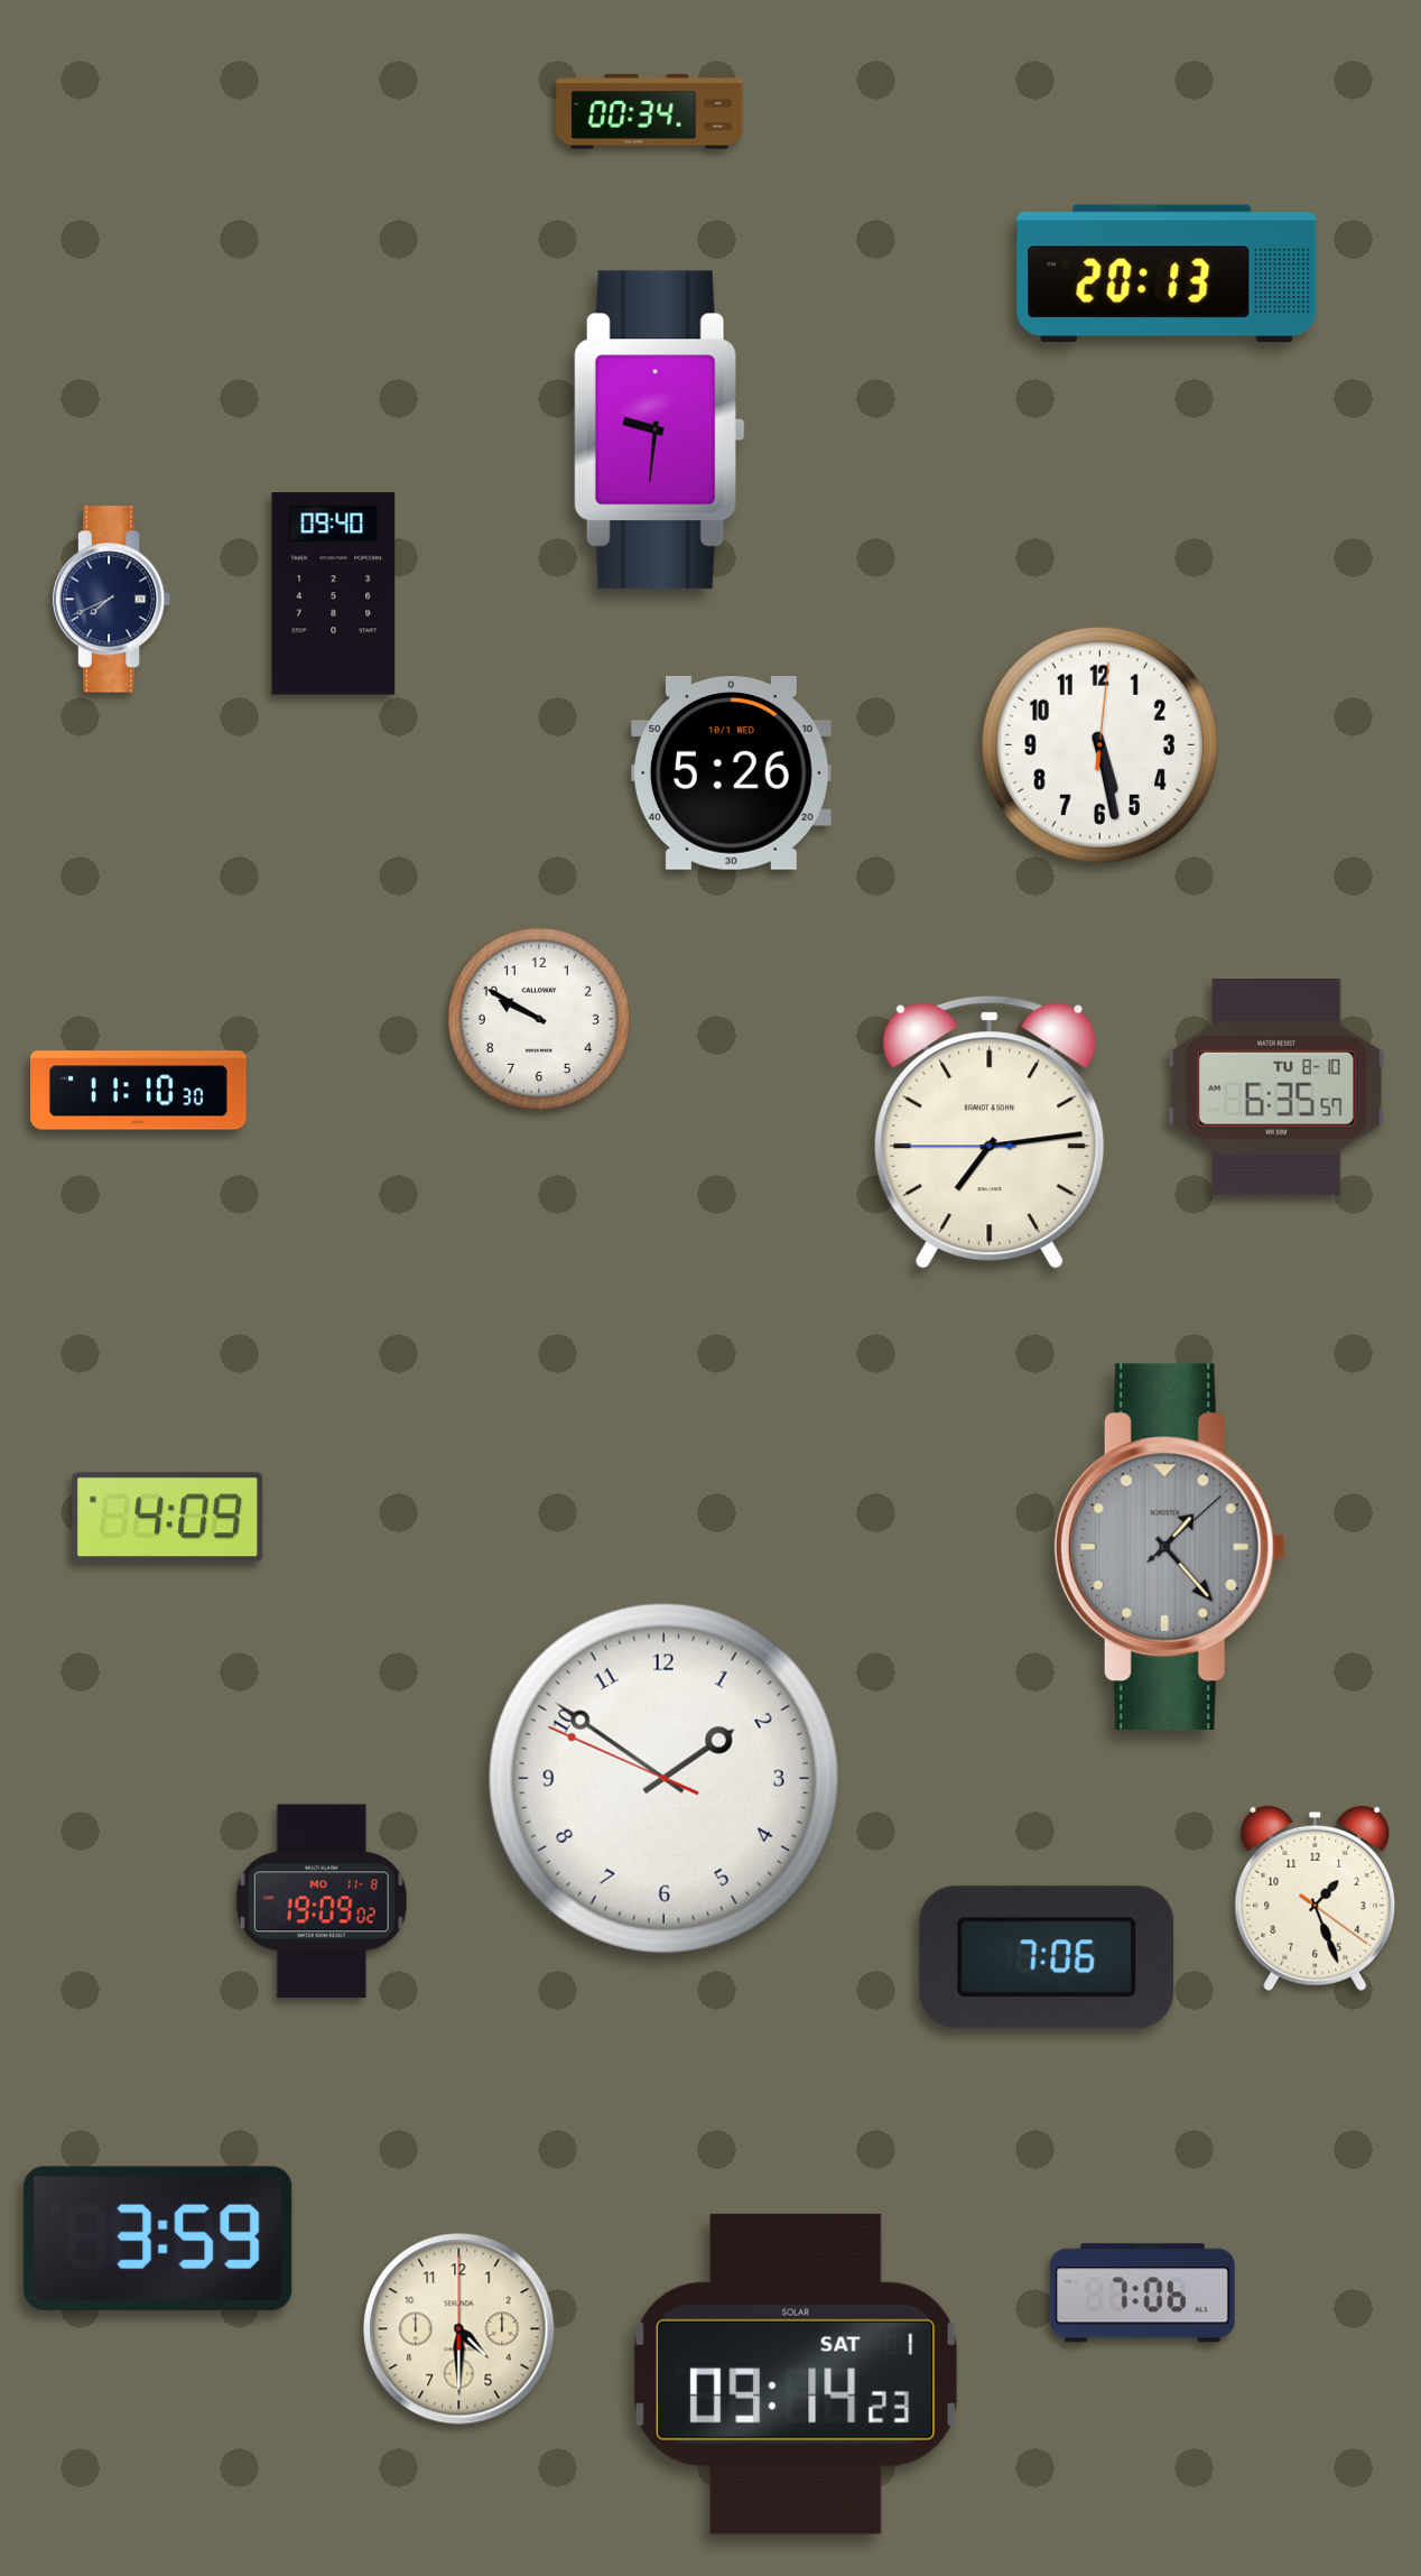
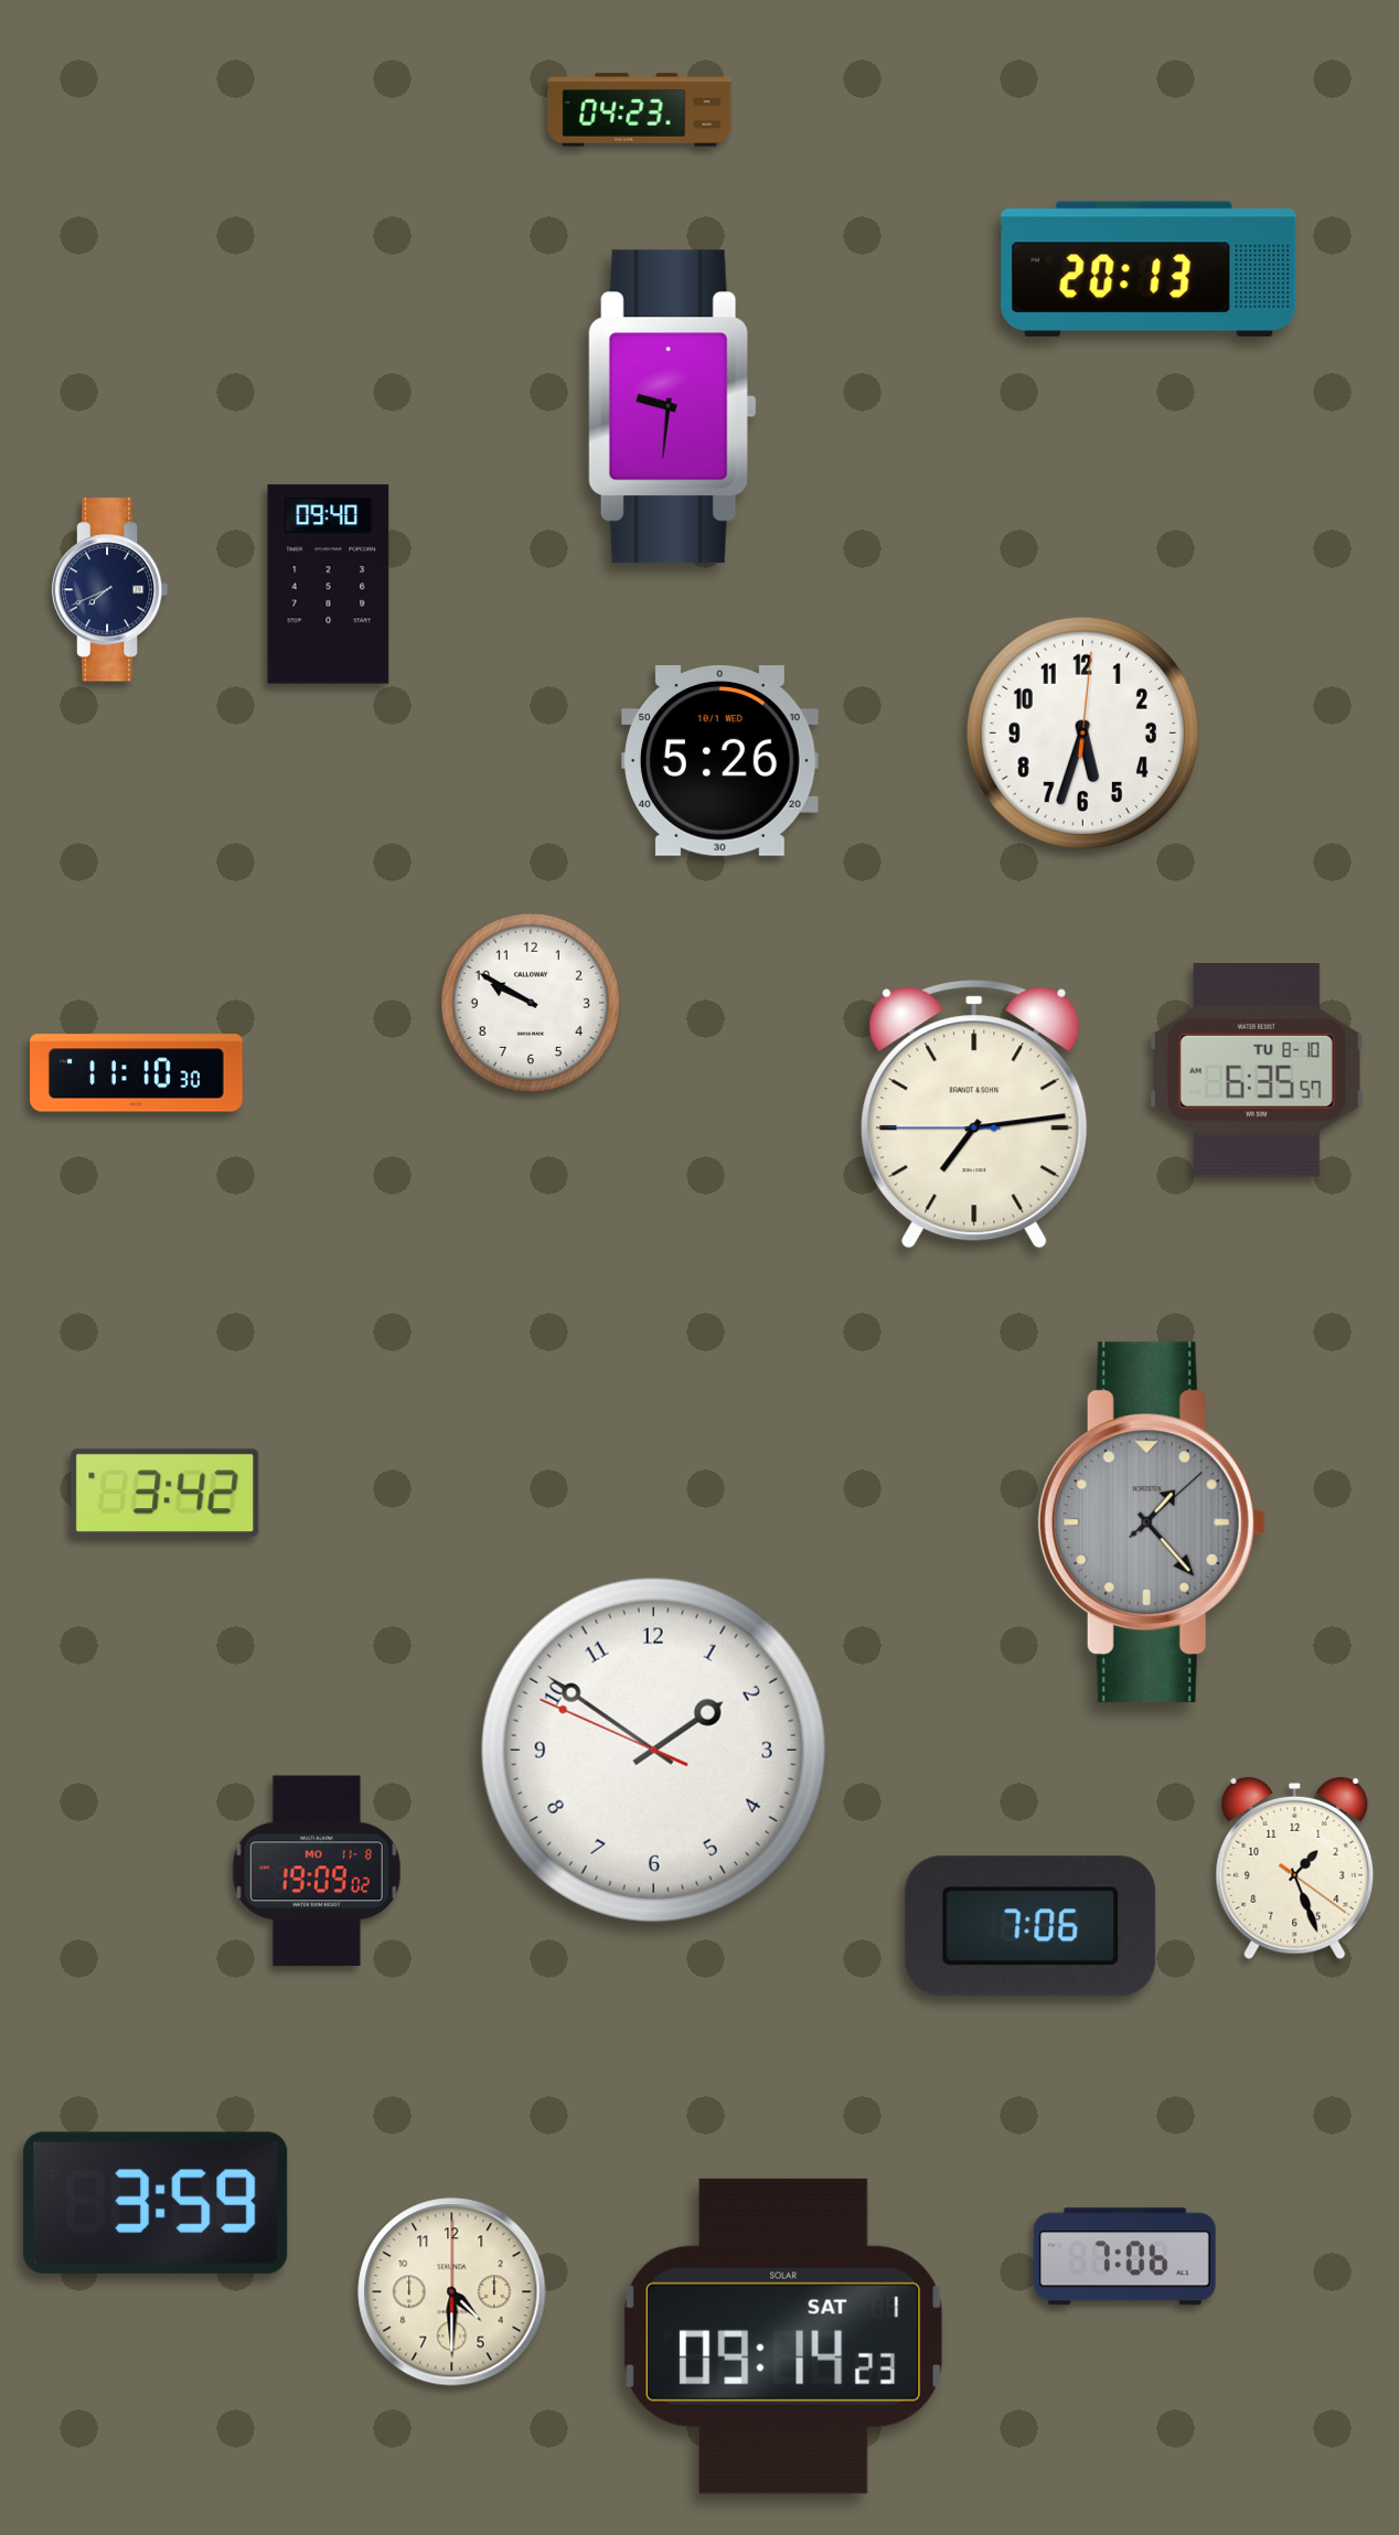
clock at (650, 112): 00:34 -> 04:23
clock at (659, 430) position: (659, 430) -> (672, 407)
clock at (1099, 744): 5:28 -> 5:33
clock at (168, 1518): 4:09 -> 3:42
